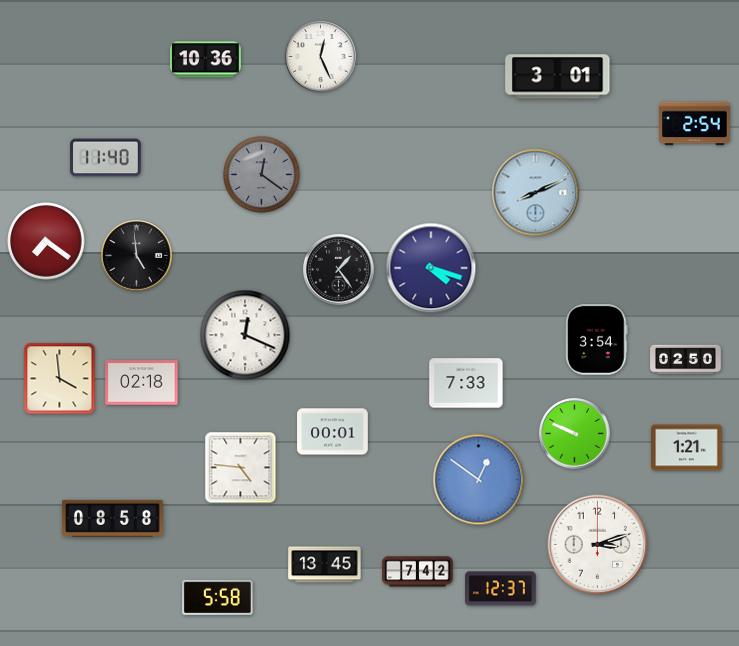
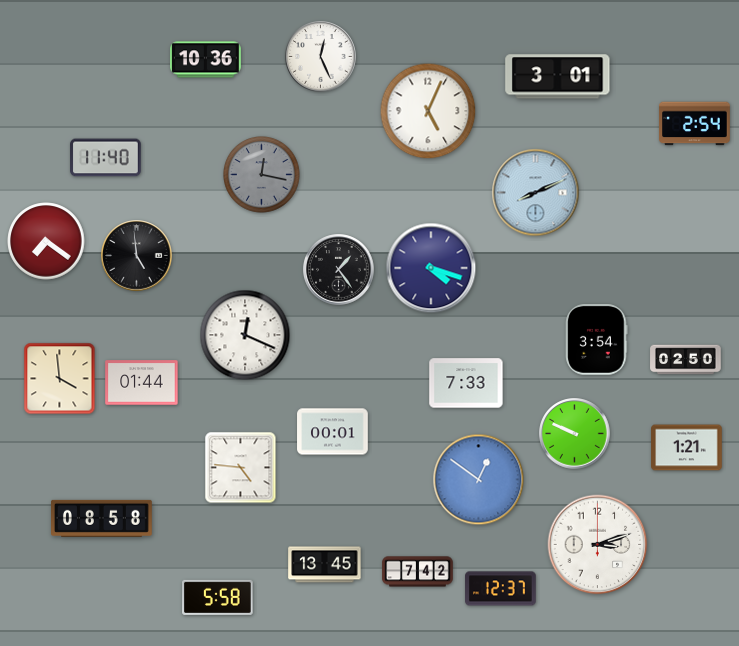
clock at (428, 111): none -> 5:04
clock at (262, 175): 12:21 -> 12:17
clock at (142, 383): 02:18 -> 01:44
clock at (113, 518) position: (113, 518) -> (102, 518)
